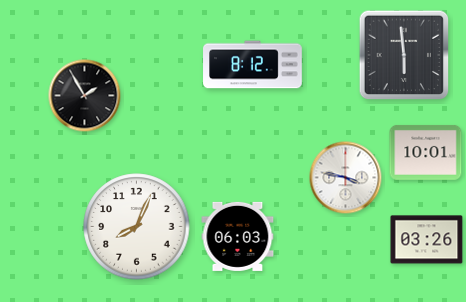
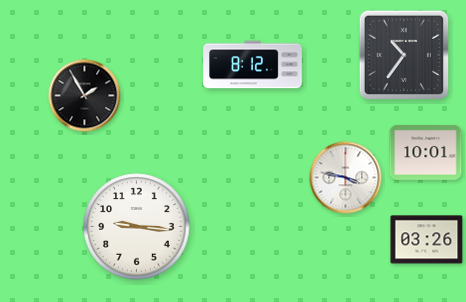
clock at (404, 55): 5:59 -> 10:36
clock at (137, 227): 8:04 -> 9:16
clock at (238, 236): 06:03 -> none
